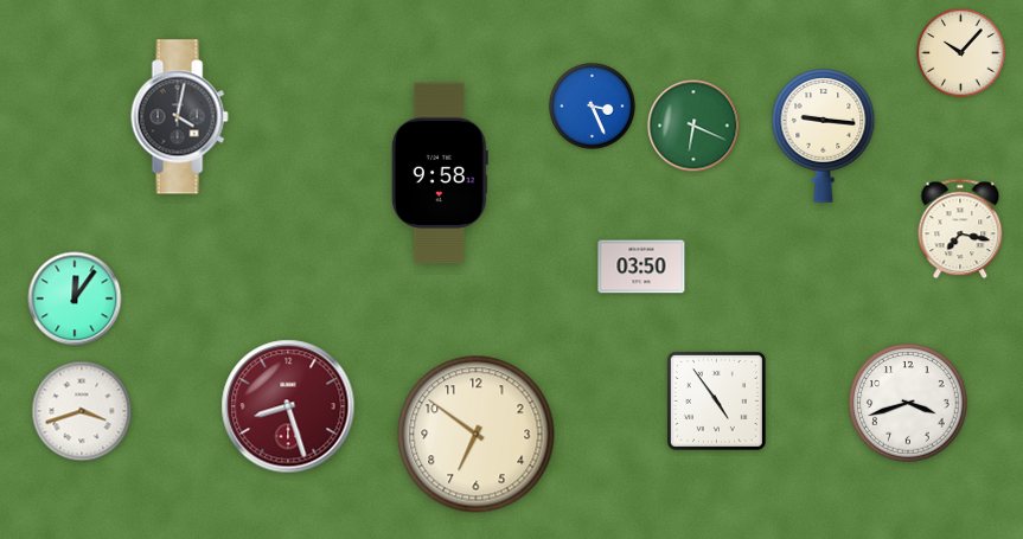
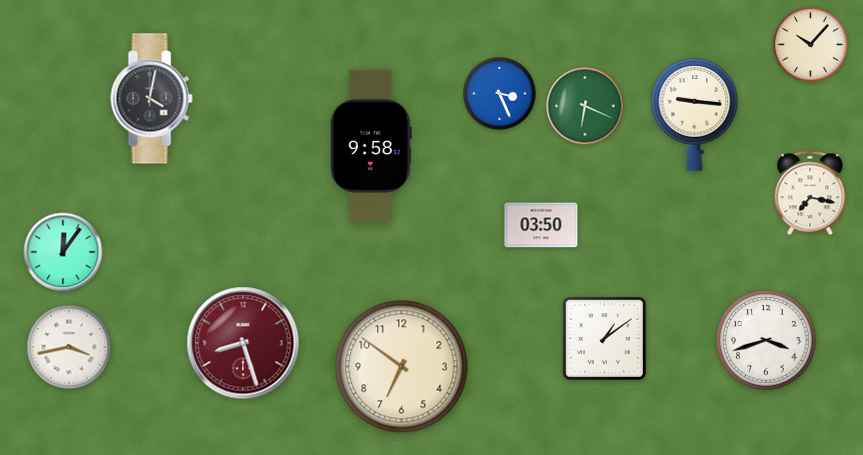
clock at (593, 107) position: (593, 107) -> (500, 94)
clock at (716, 400): 4:54 -> 1:09
clock at (82, 411): 3:42 -> 3:43
